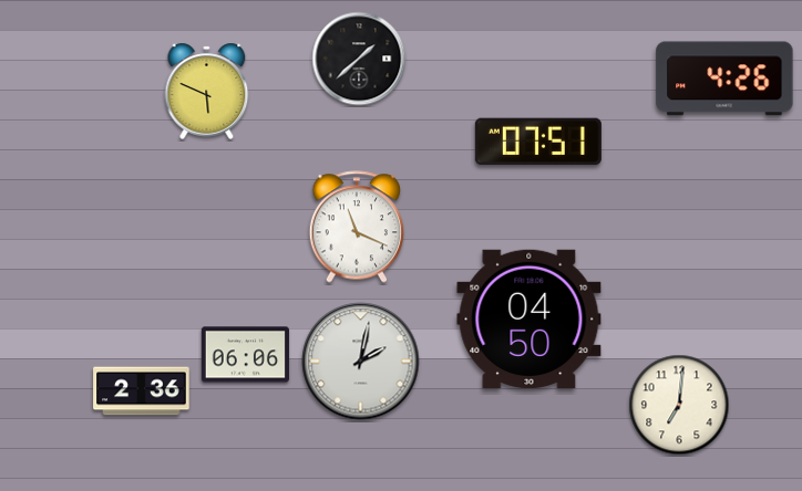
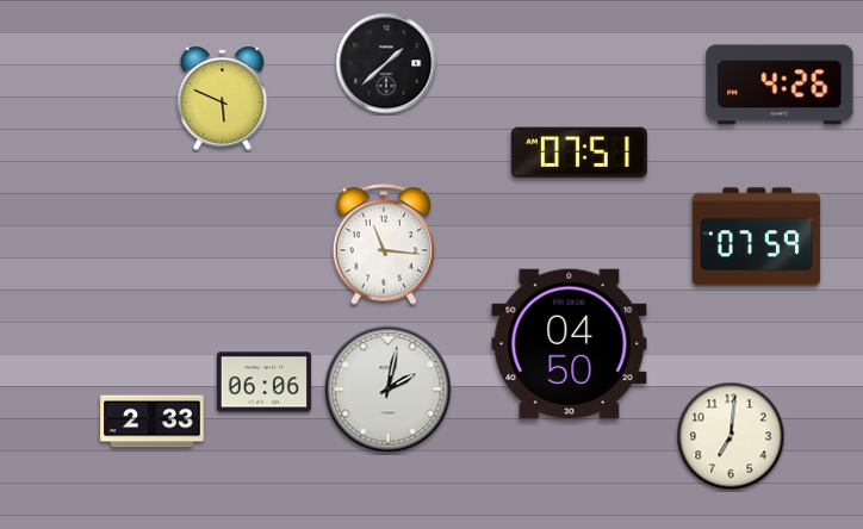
clock at (757, 237): none -> 07:59
clock at (356, 227): 11:19 -> 11:16
clock at (142, 391): 2:36 -> 2:33
